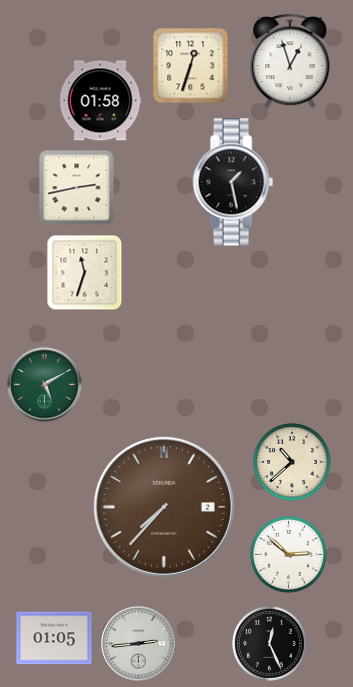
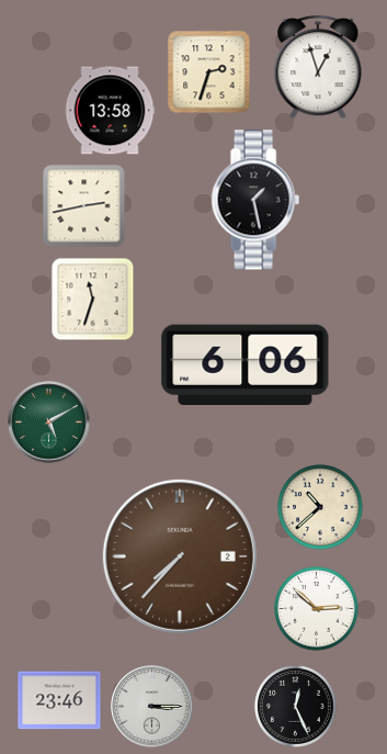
clock at (191, 66): 12:33 -> 2:33
clock at (100, 101): 01:58 -> 13:58
clock at (246, 365): none -> 6:06
clock at (54, 638): 01:05 -> 23:46
clock at (139, 644): 2:44 -> 3:15
